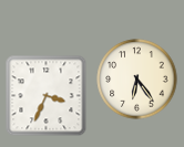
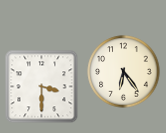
clock at (47, 96): 3:34 -> 3:30
